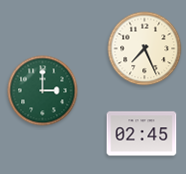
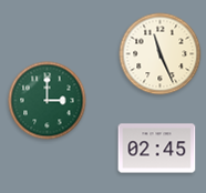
clock at (145, 49): 7:26 -> 11:26
